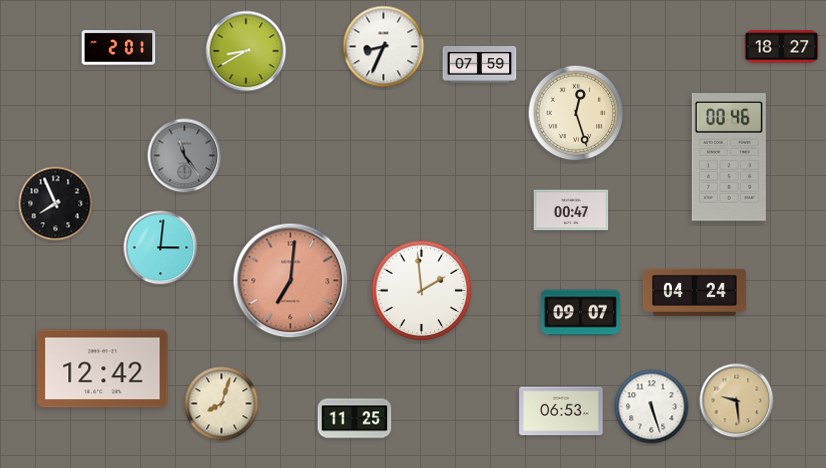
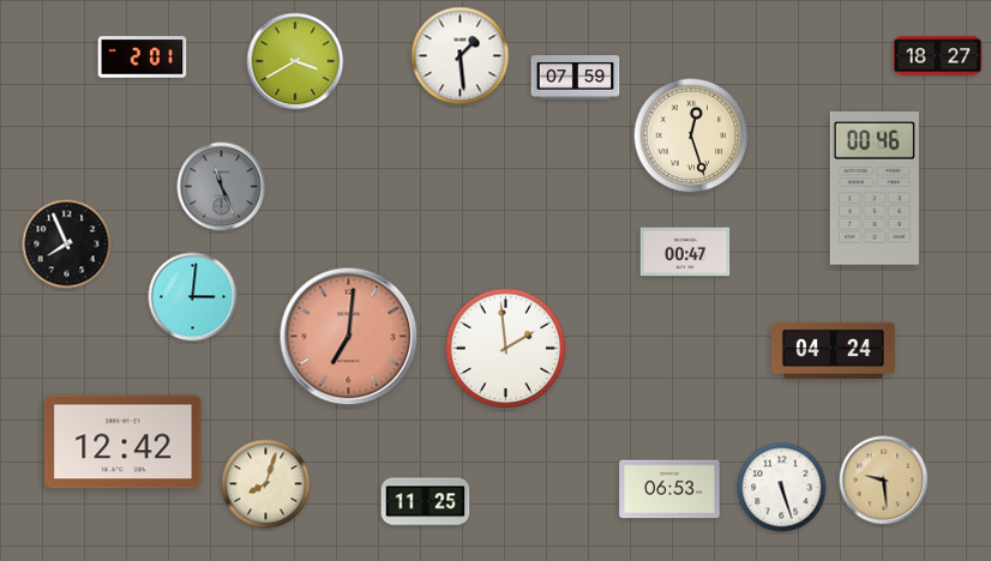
clock at (384, 47): 8:34 -> 1:29
clock at (246, 51): 8:40 -> 3:40
clock at (185, 156): 11:24 -> 11:26
clock at (580, 313): 09:07 -> none
clock at (561, 411) position: (561, 411) -> (669, 489)
